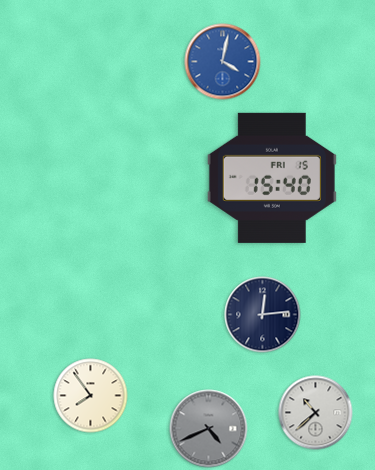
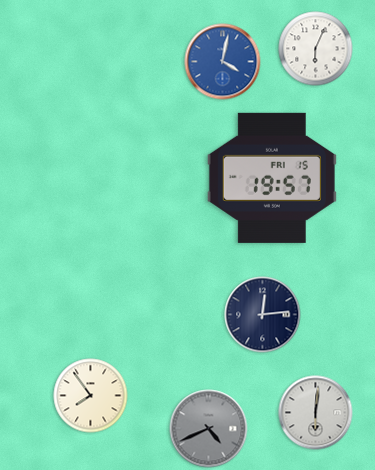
clock at (316, 49): none -> 6:04
clock at (272, 178): 15:40 -> 19:57
clock at (316, 413): 10:38 -> 6:01
